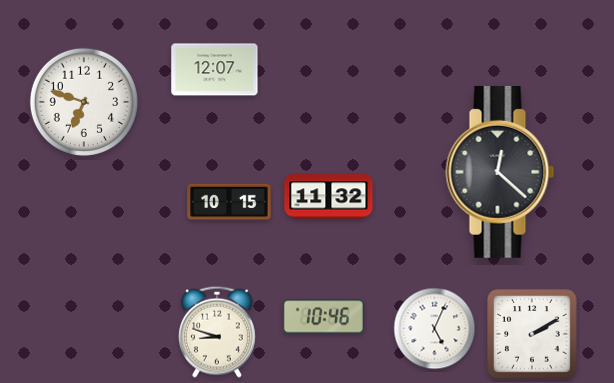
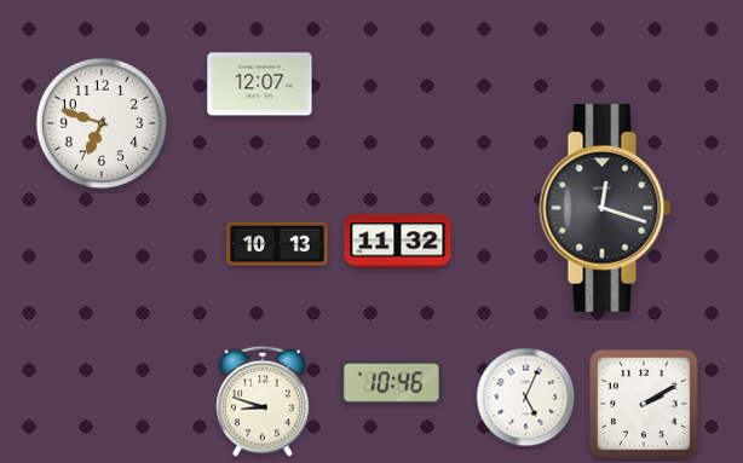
clock at (500, 172): 12:22 -> 12:18
clock at (329, 197) position: (329, 197) -> (398, 242)
clock at (229, 202): 10:15 -> 10:13
